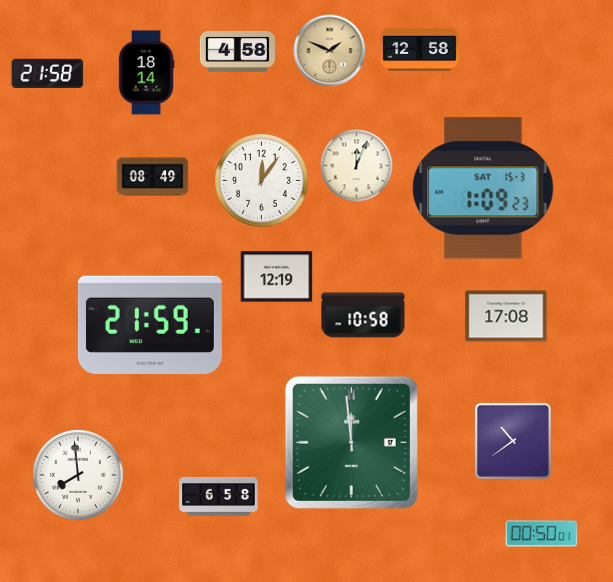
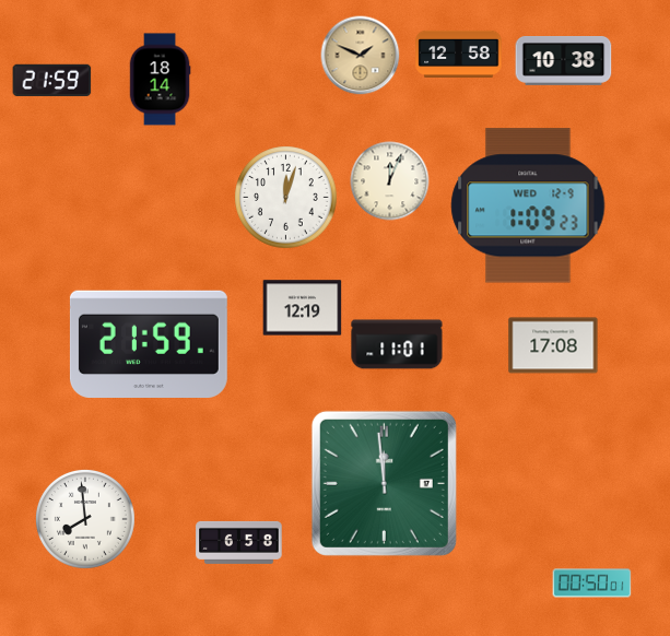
clock at (237, 51): 4:58 -> none
clock at (564, 61): none -> 10:38
clock at (48, 73): 21:58 -> 21:59
clock at (153, 177): 08:49 -> none
clock at (262, 181): 12:06 -> 12:03
clock at (483, 188) date: SAT 15-3 -> WED 12-9
clock at (277, 277) position: (277, 277) -> (303, 308)
clock at (363, 315): 10:58 -> 11:01
clock at (150, 324) position: (150, 324) -> (149, 343)
clock at (513, 441): 10:39 -> none
